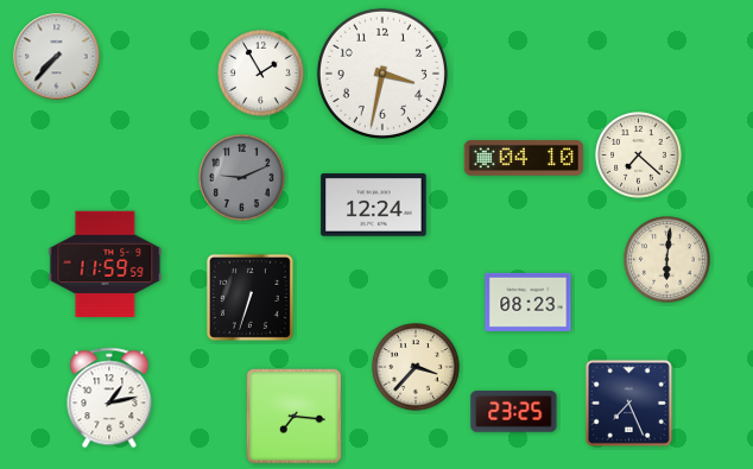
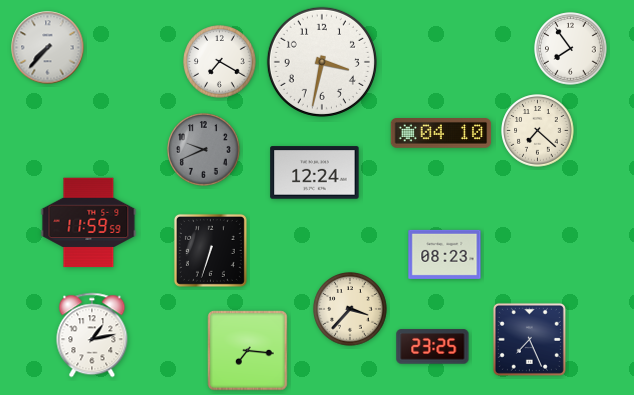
clock at (571, 49): none -> 7:54
clock at (261, 74): 1:55 -> 7:20
clock at (242, 178): 9:11 -> 9:41
clock at (667, 260): 6:01 -> none
